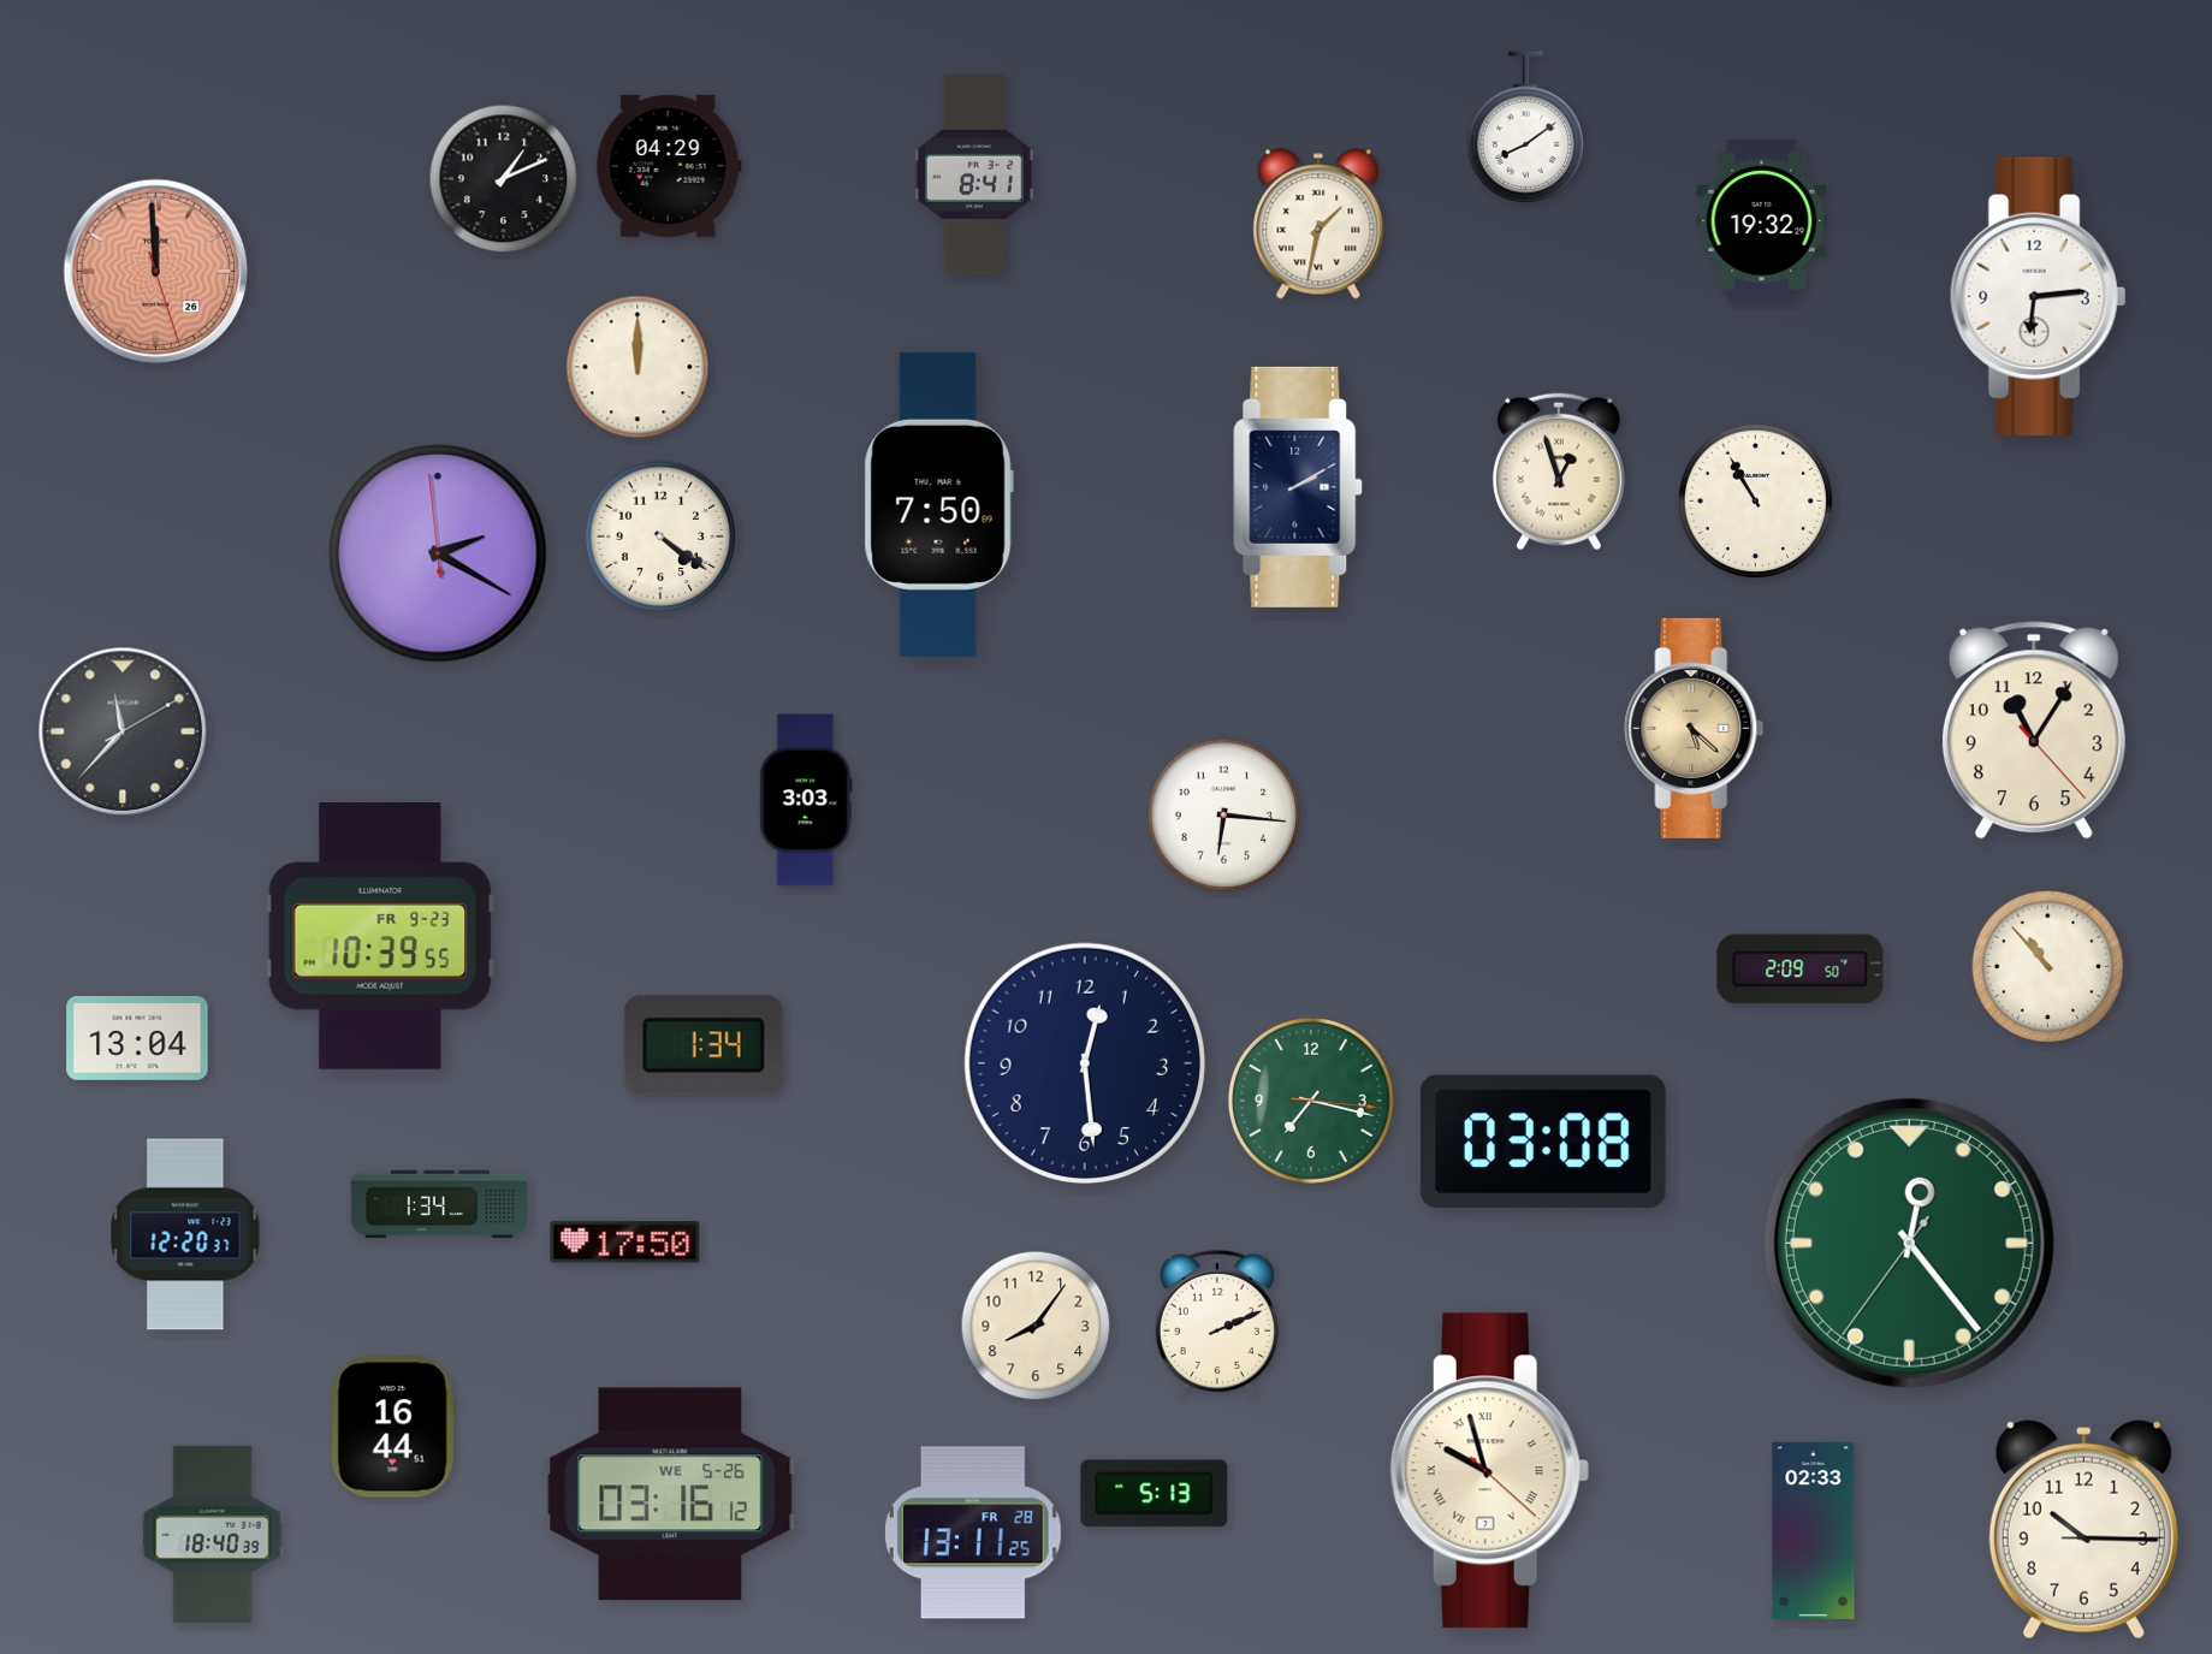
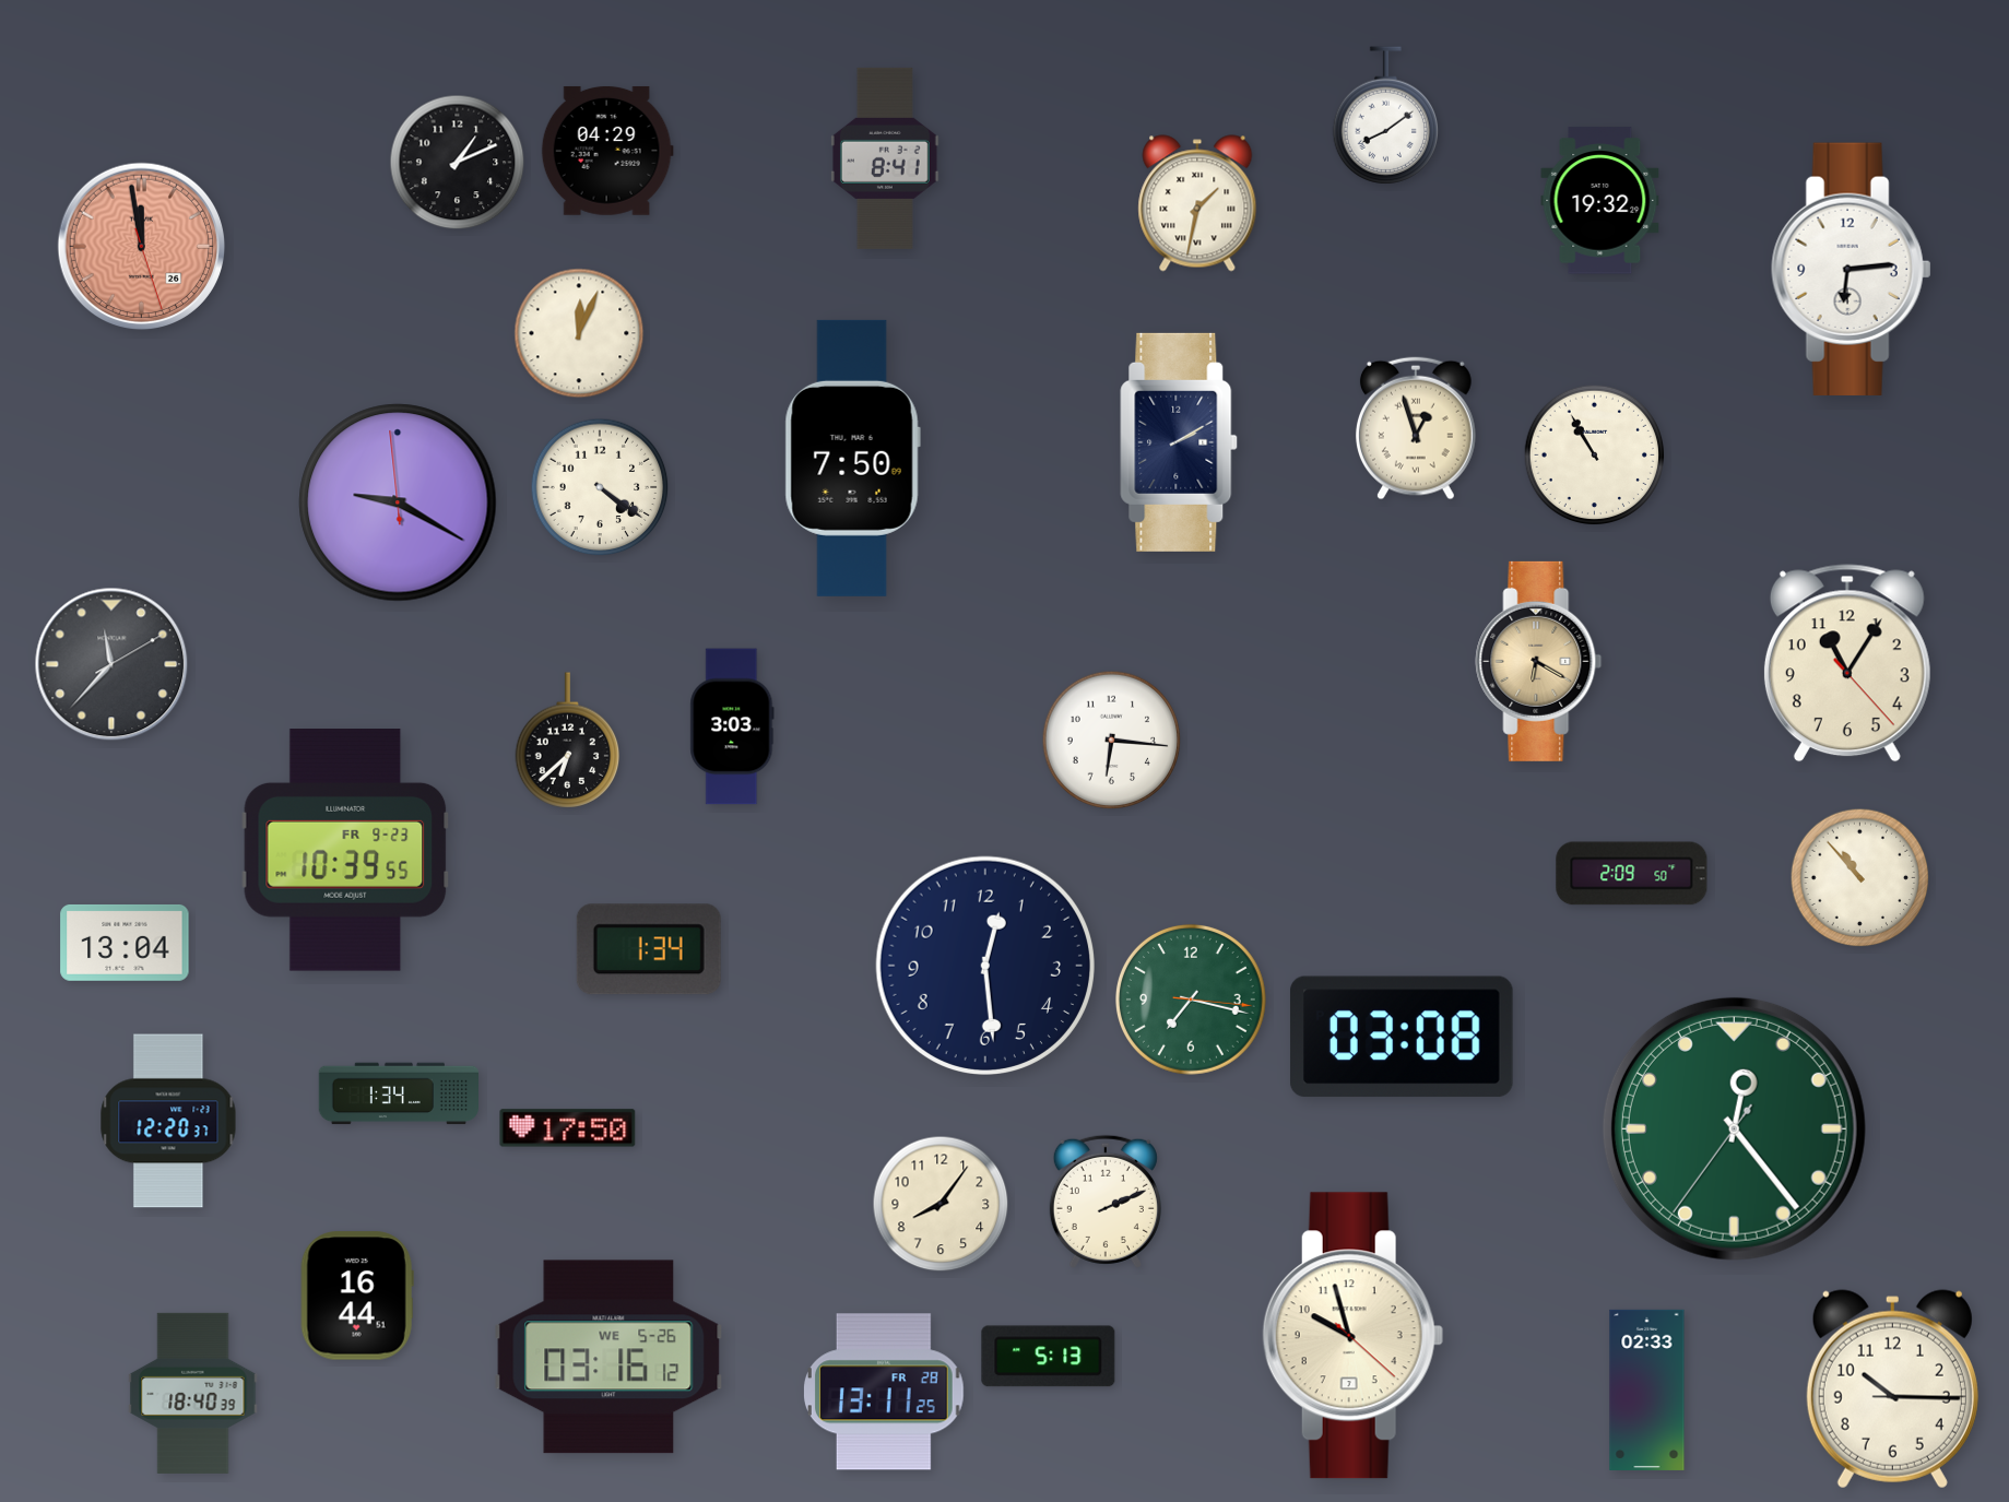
clock at (156, 272): 11:59 -> 11:58
clock at (637, 367): 12:00 -> 12:04
clock at (438, 553): 2:19 -> 9:19
clock at (1695, 728): 5:22 -> 6:20
clock at (568, 741): none -> 6:38
clock at (1801, 970) position: (1801, 970) -> (1632, 874)
clock at (704, 1045) position: (704, 1045) -> (649, 949)
clock at (1489, 1471) numerals: Roman -> Arabic
